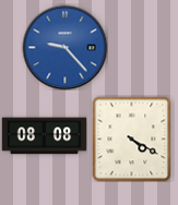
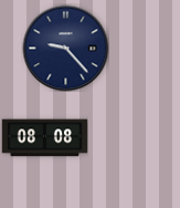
clock at (64, 47) dial: blue -> navy
clock at (132, 138): 4:20 -> none
